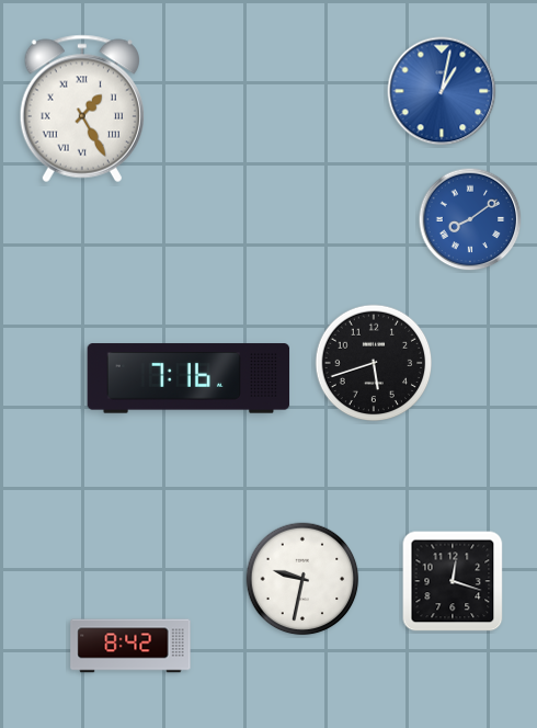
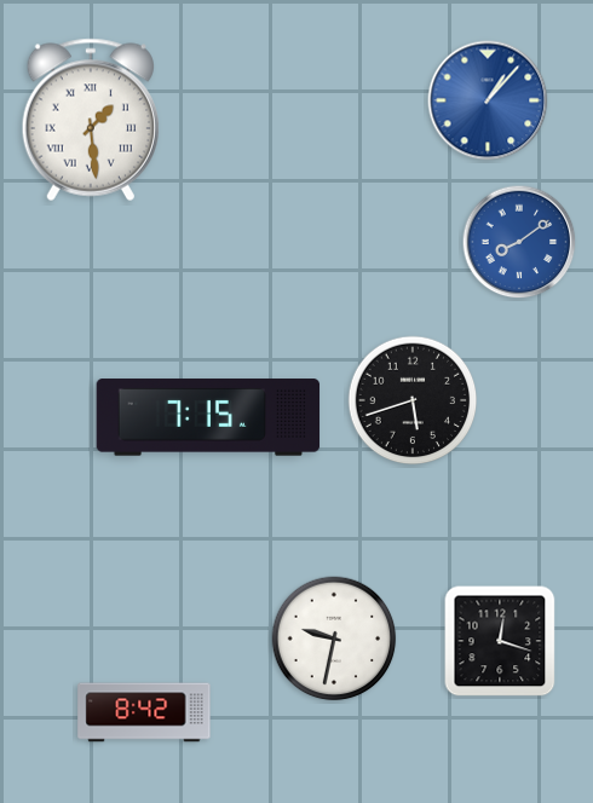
clock at (442, 91): 1:02 -> 1:07
clock at (82, 109): 1:25 -> 1:29
clock at (188, 378): 7:16 -> 7:15
